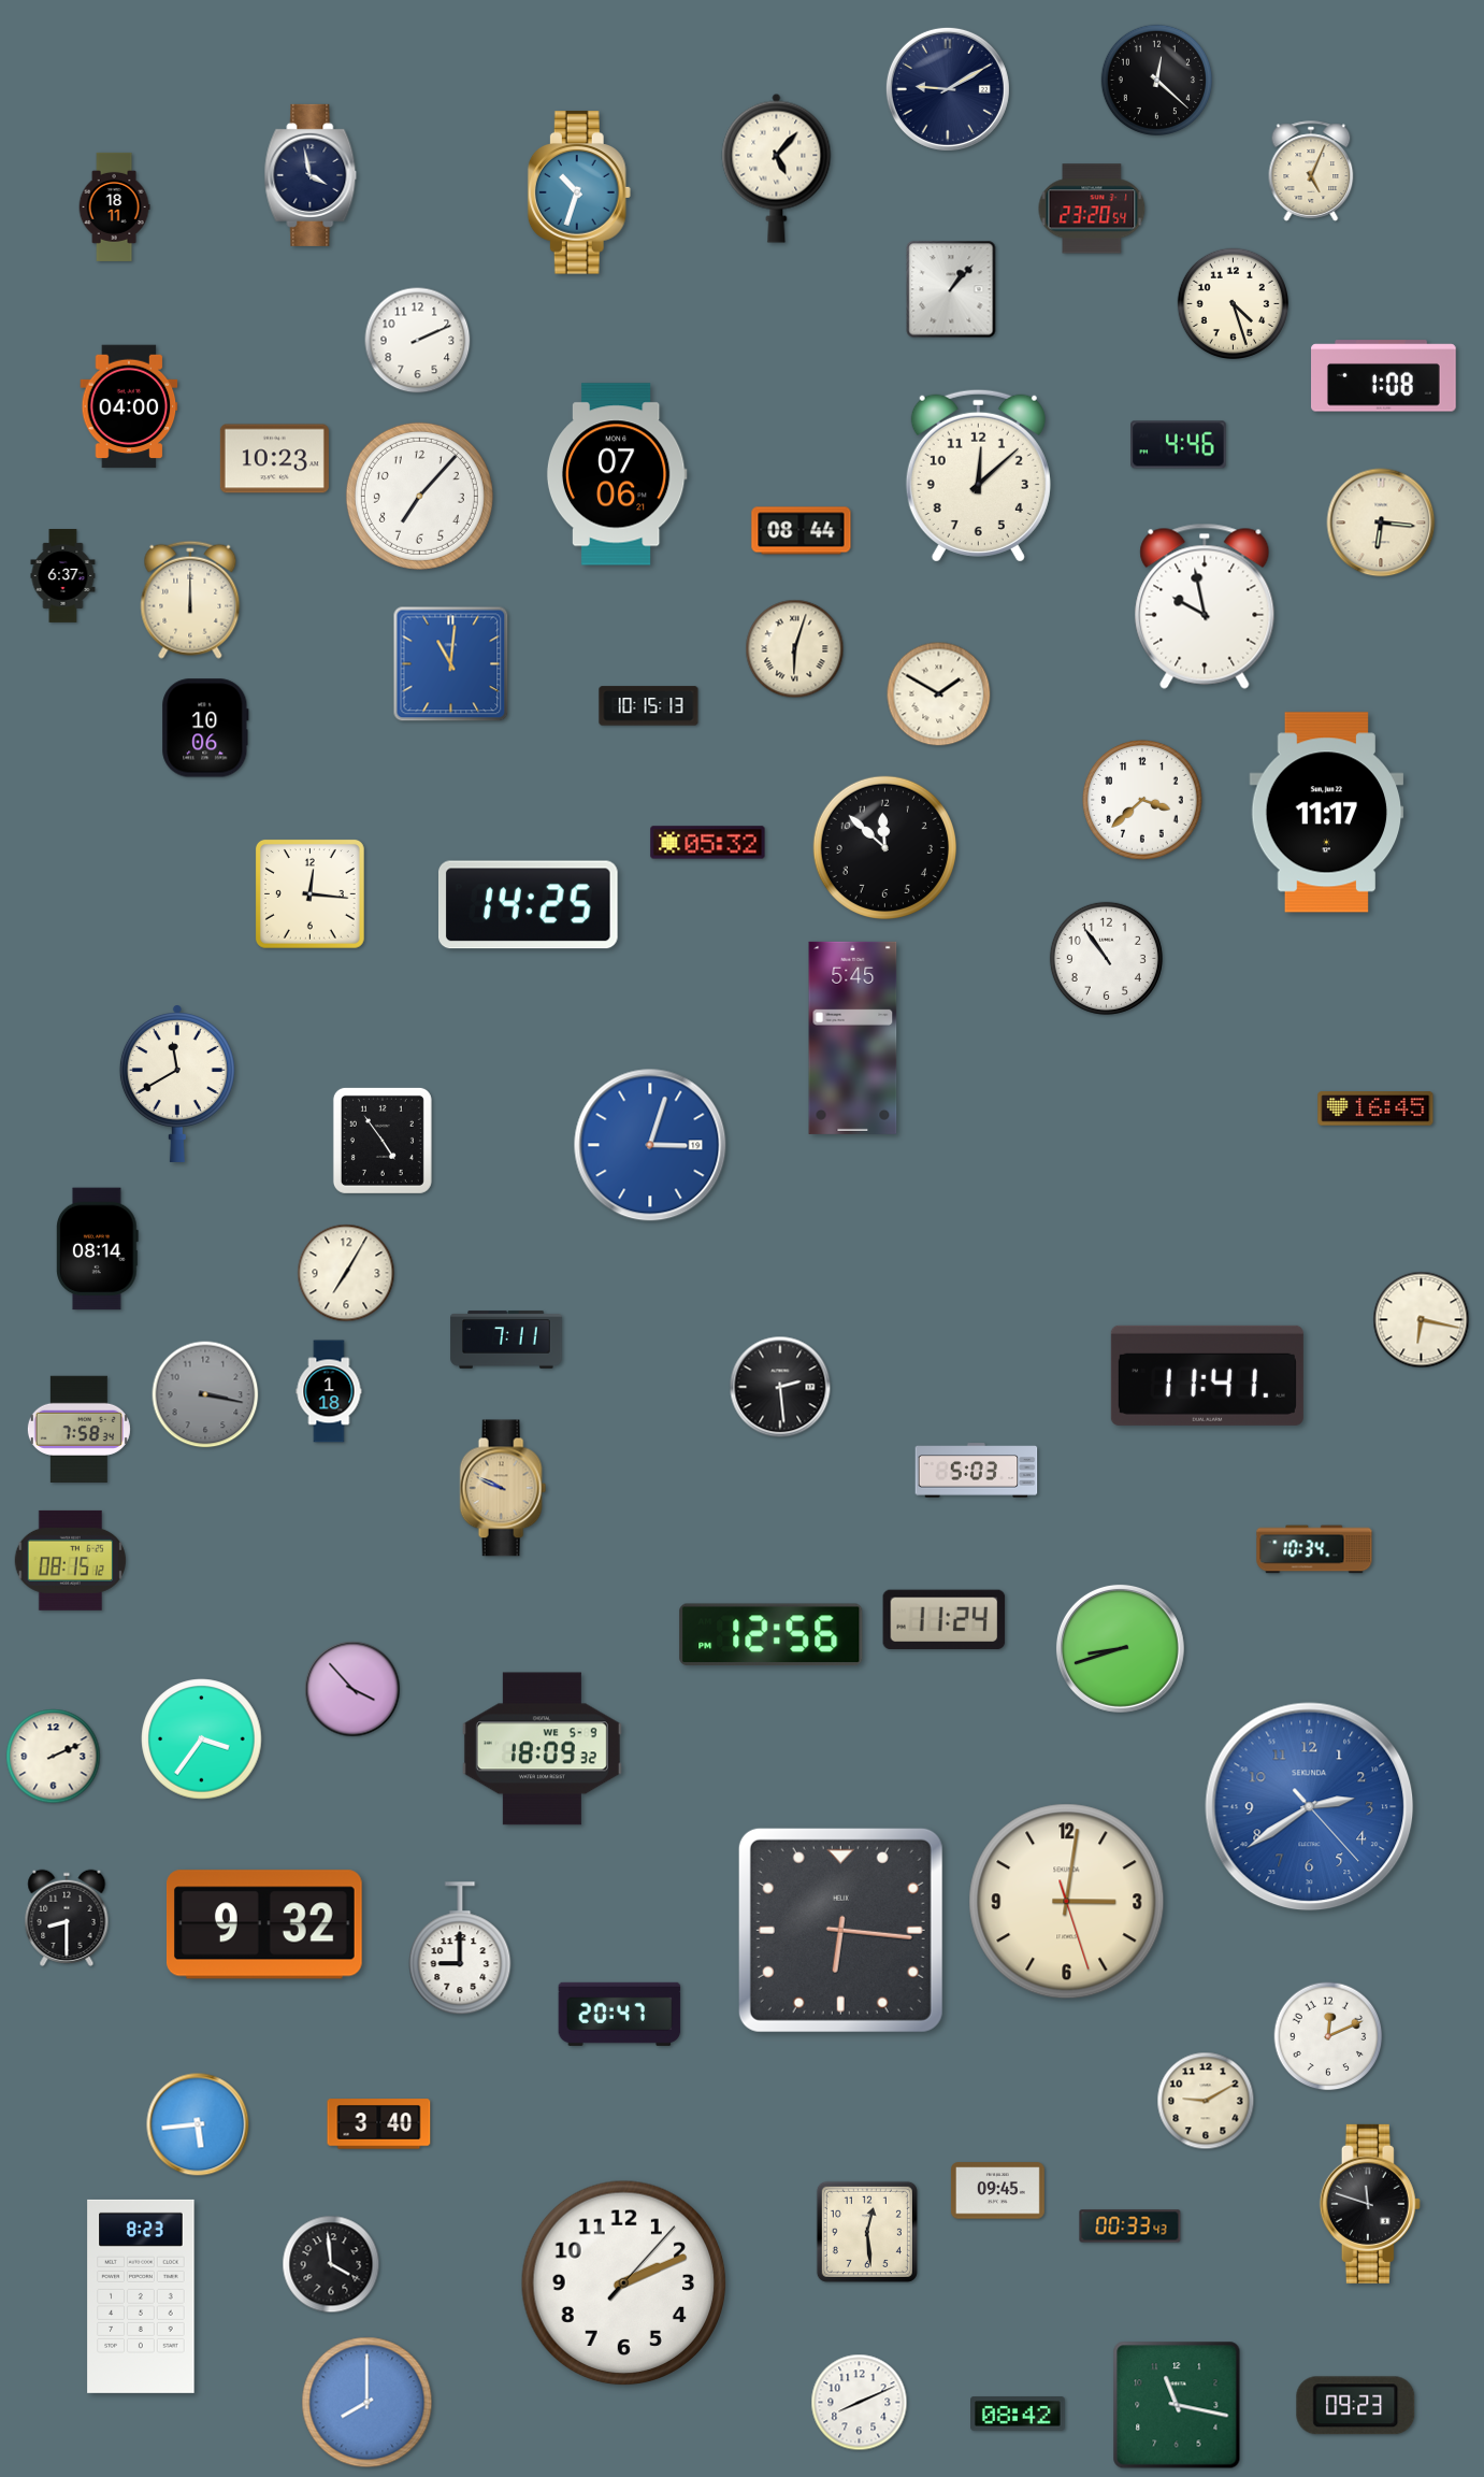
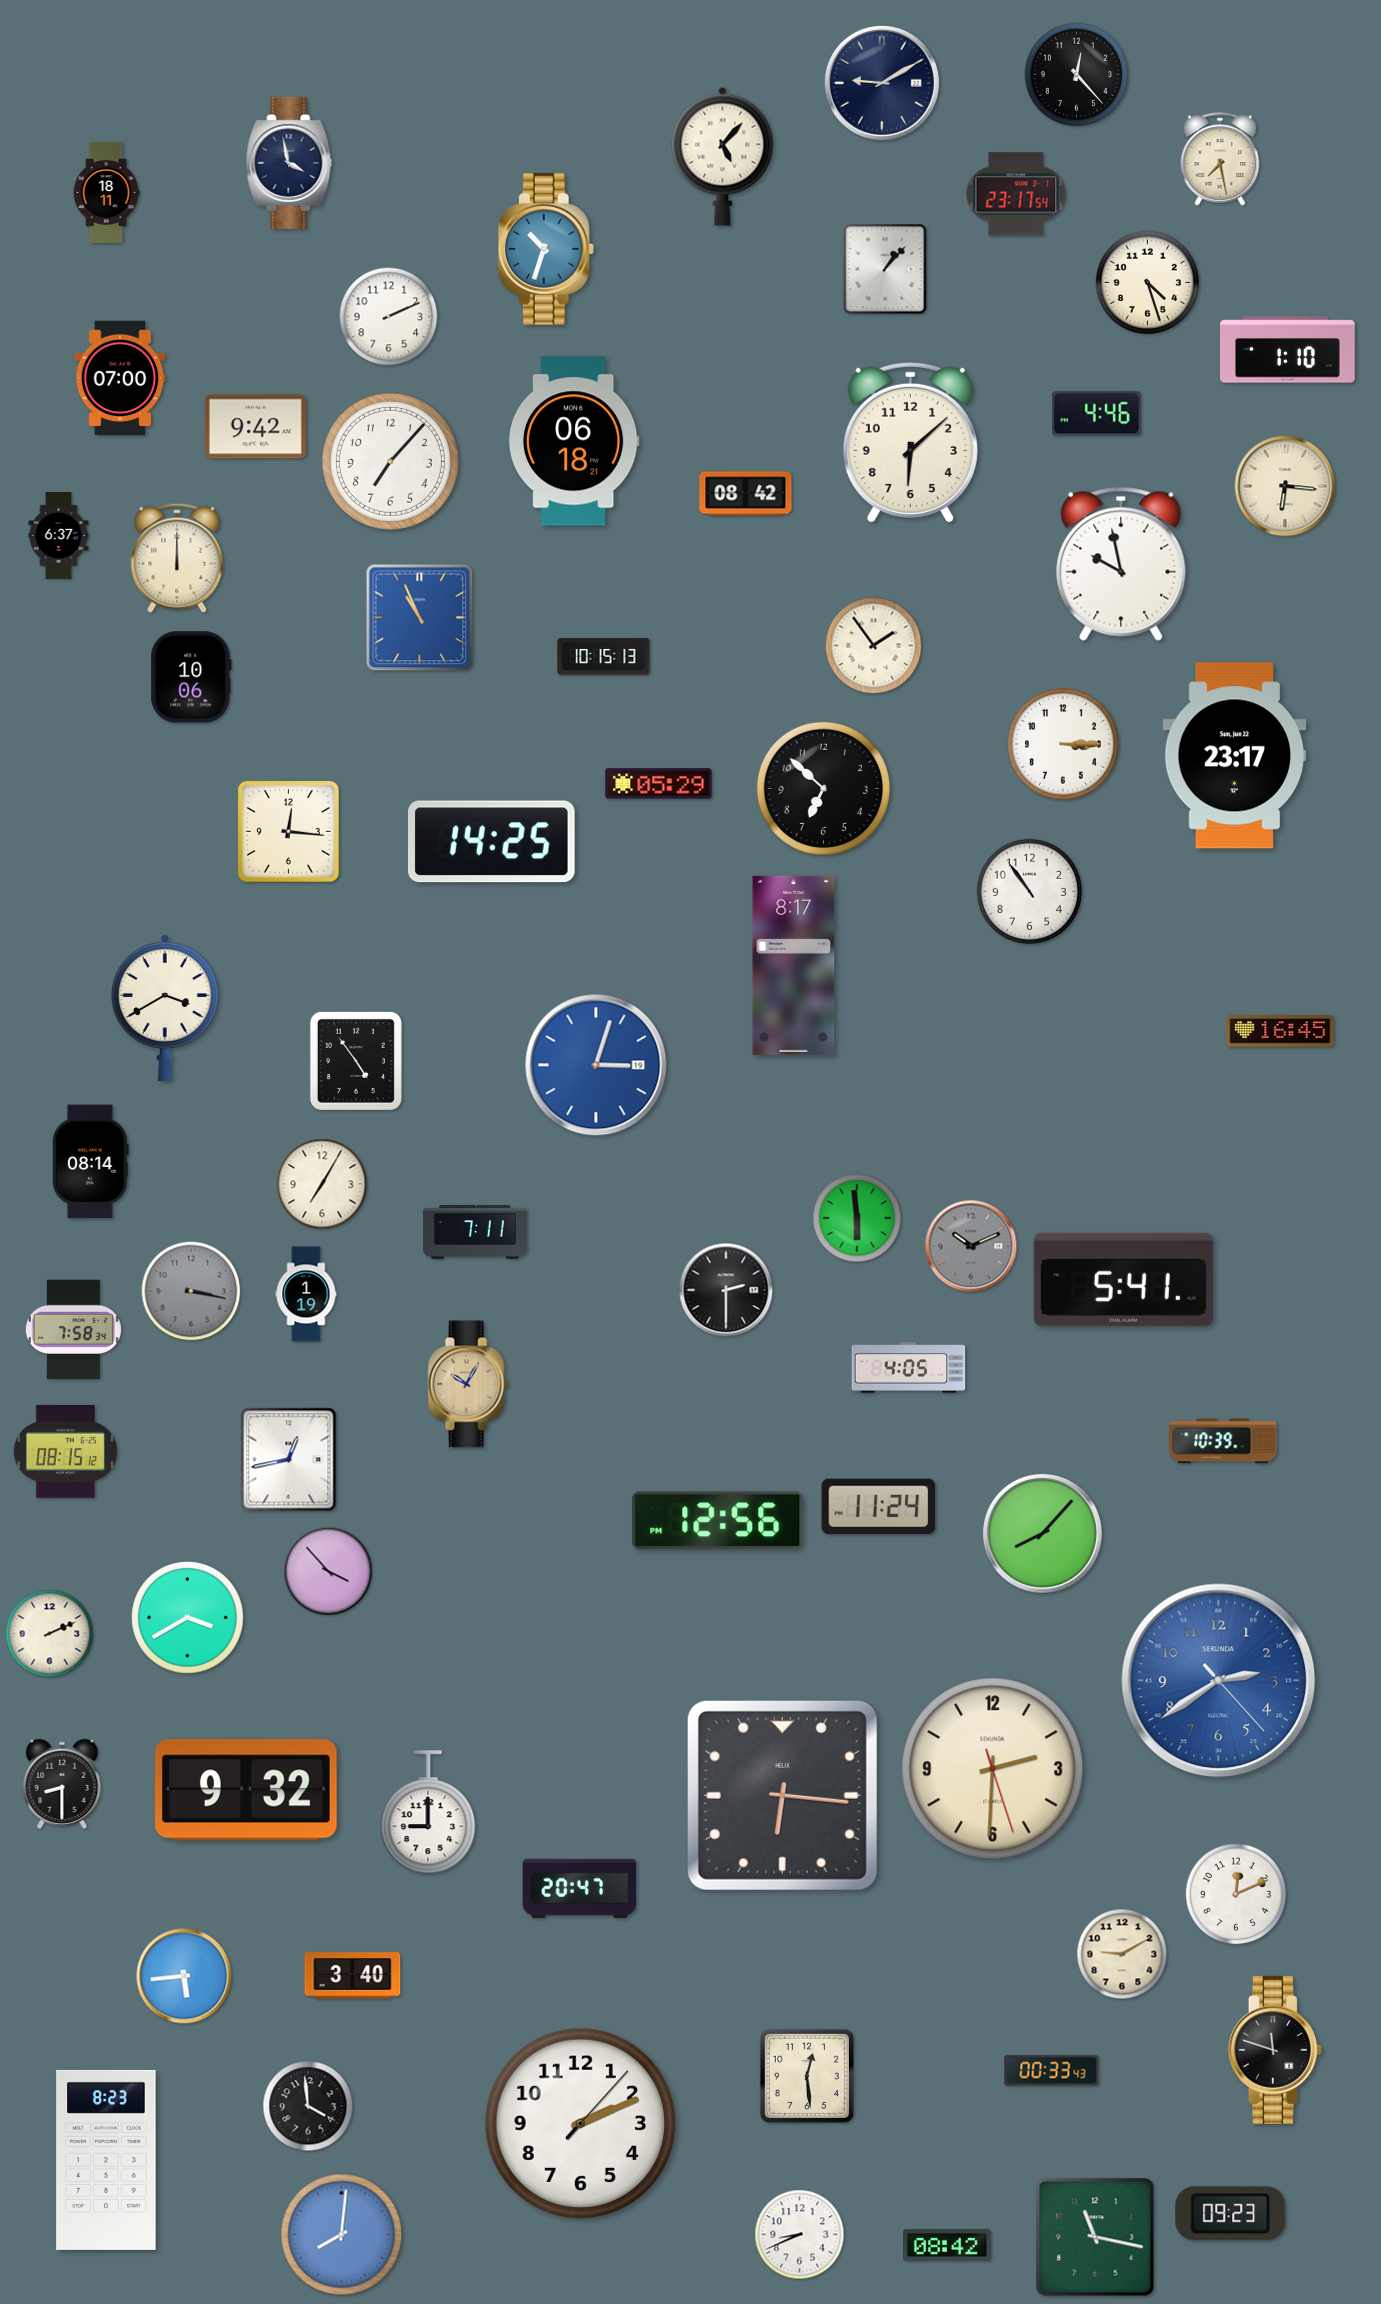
clock at (1156, 80): 12:22 -> 12:23
clock at (1311, 171): 5:04 -> 7:28
clock at (579, 192) position: (579, 192) -> (546, 249)
clock at (1092, 209): 23:20 -> 23:17
clock at (1384, 376): 1:08 -> 1:10
clock at (129, 406): 04:00 -> 07:00
clock at (274, 459): 10:23 -> 9:42
clock at (617, 474): 07:06 -> 06:18
clock at (978, 475): 12:08 -> 6:08
clock at (802, 531): 08:44 -> 08:42
clock at (795, 649): 6:03 -> none
clock at (451, 664): 11:01 -> 10:56
clock at (939, 695): 1:50 -> 1:54
clock at (1142, 800): 3:38 -> 3:15
clock at (1327, 813): 11:17 -> 23:17
clock at (708, 843): 05:32 -> 05:29
clock at (884, 847): 11:52 -> 6:52
clock at (853, 1037): 5:45 -> 8:17
clock at (177, 1084): 11:40 -> 3:40
clock at (650, 1145) position: (650, 1145) -> (596, 1065)
clock at (857, 1218): none -> 5:59
clock at (1422, 1320): 6:17 -> none
clock at (506, 1340) position: (506, 1340) -> (475, 1232)
clock at (971, 1246): none -> 10:11
clock at (1207, 1375): 11:41 -> 5:41
clock at (780, 1387): 2:29 -> 2:30
clock at (329, 1391): 1:18 -> 1:19
clock at (205, 1394) position: (205, 1394) -> (191, 1291)
clock at (977, 1471): 5:03 -> 4:05
clock at (503, 1488): 9:49 -> 10:05
clock at (1314, 1549): 10:34 -> 10:39
clock at (289, 1460): none -> 12:43
clock at (1120, 1648): 8:42 -> 8:07
clock at (202, 1739): 3:36 -> 3:40
clock at (542, 1749): 18:09 -> none
clock at (1067, 1902): 3:01 -> 2:30
clock at (620, 2014) position: (620, 2014) -> (580, 1888)
clock at (997, 2191): 09:45 -> none
clock at (141, 2296) position: (141, 2296) -> (106, 2160)
clock at (368, 2403): 8:00 -> 8:01
clock at (860, 2403): 8:11 -> 8:41
clock at (1356, 2406) position: (1356, 2406) -> (1231, 2214)
